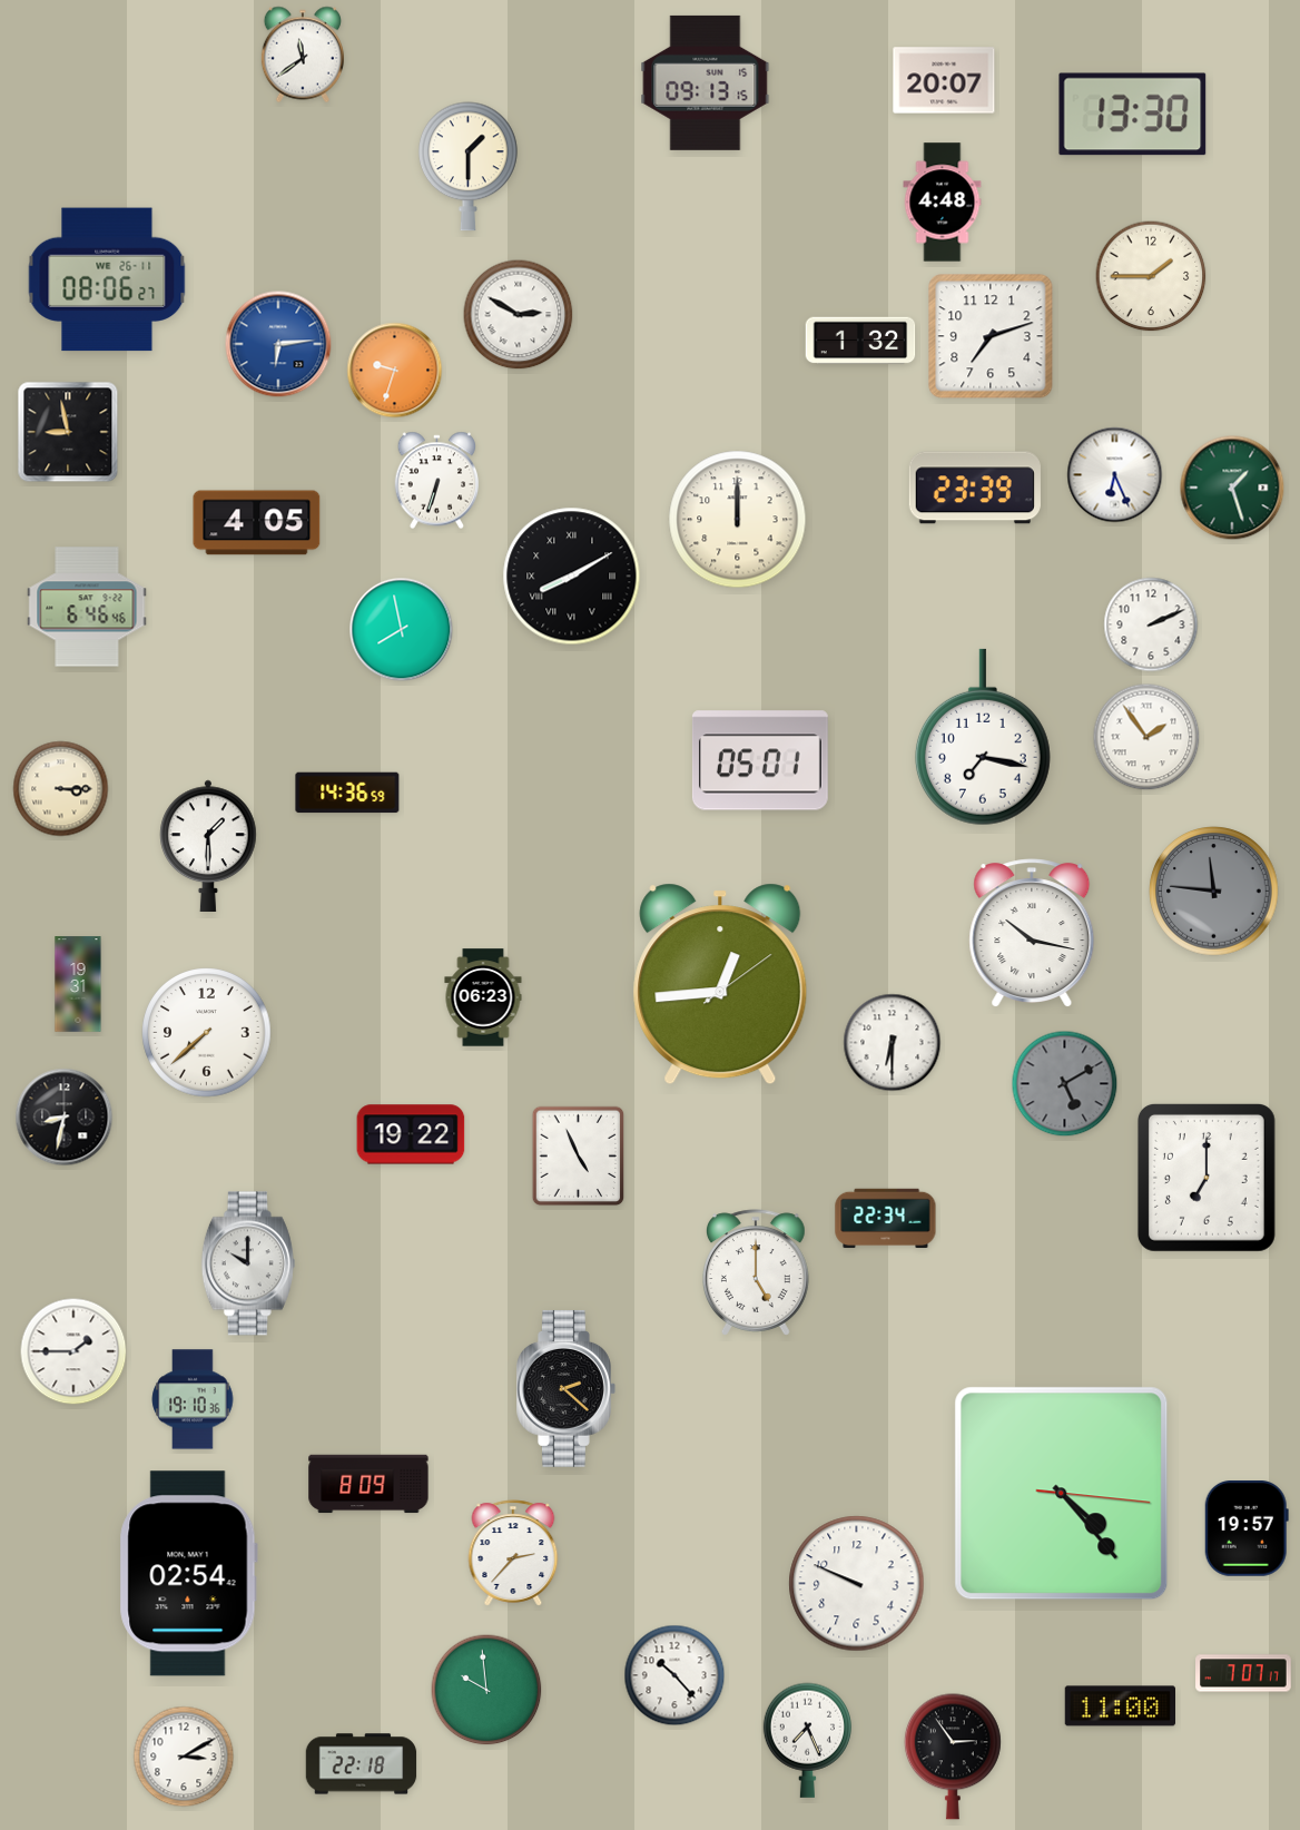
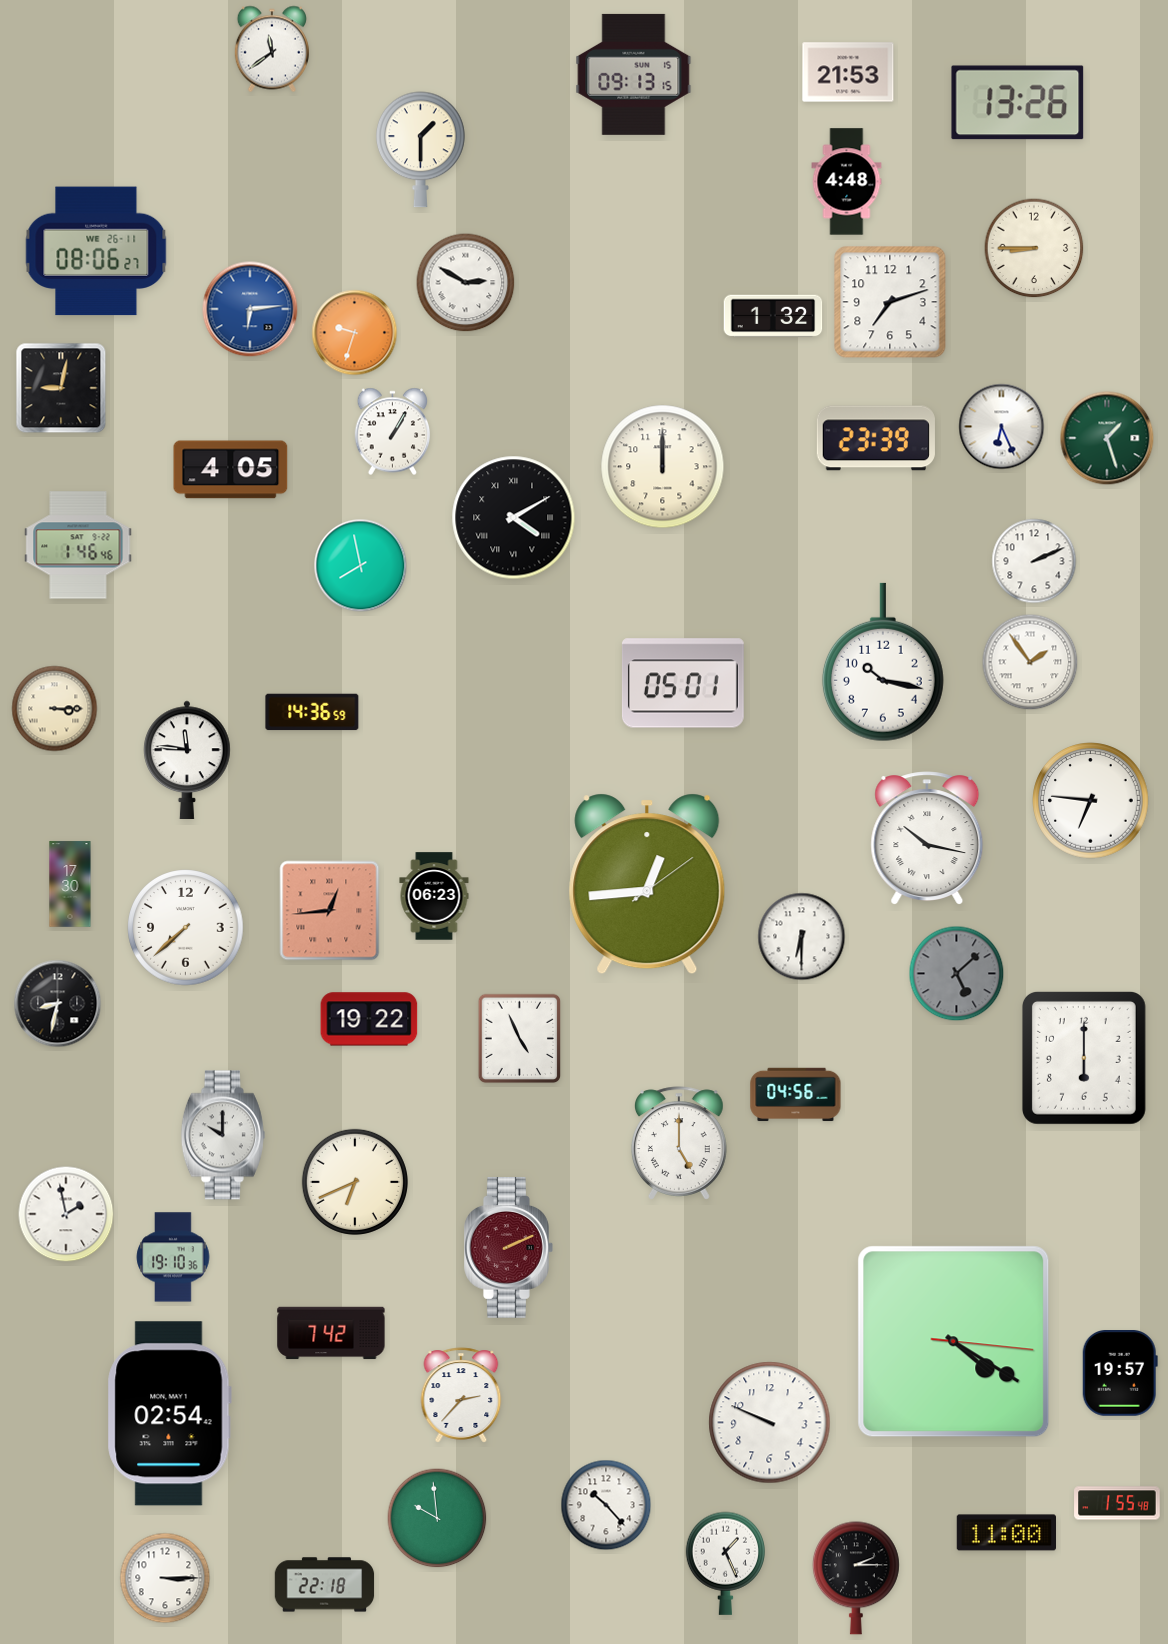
clock at (944, 80): 20:07 -> 21:53
clock at (1133, 115): 13:30 -> 13:26
clock at (1151, 276): 1:45 -> 8:45
clock at (860, 341) position: (860, 341) -> (773, 316)
clock at (68, 432): 8:58 -> 9:02
clock at (437, 481): 6:33 -> 1:05
clock at (572, 577): 8:10 -> 4:10
clock at (87, 607): 6:46 -> 1:46
clock at (983, 737): 7:17 -> 10:17
clock at (208, 846): 1:30 -> 11:46
clock at (1214, 892): 11:46 -> 6:46
clock at (1214, 892) dial: grey -> white
clock at (78, 984): 19:31 -> 17:30
clock at (330, 911): none -> 12:44
clock at (1065, 1084): 5:10 -> 5:08
clock at (1207, 1178): 7:00 -> 6:00
clock at (886, 1219): 22:34 -> 04:56
clock at (355, 1182): none -> 6:41
clock at (73, 1351): 1:45 -> 1:58
clock at (567, 1388): 2:22 -> 2:11
clock at (567, 1388) dial: black -> burgundy
clock at (368, 1484): 8:09 -> 7:42
clock at (1062, 1494): 4:23 -> 4:20
clock at (1243, 1673): 7:07 -> 1:55
clock at (807, 1740): 7:26 -> 1:26
clock at (184, 1757): 3:10 -> 3:15
clock at (953, 1757): 2:54 -> 2:15
